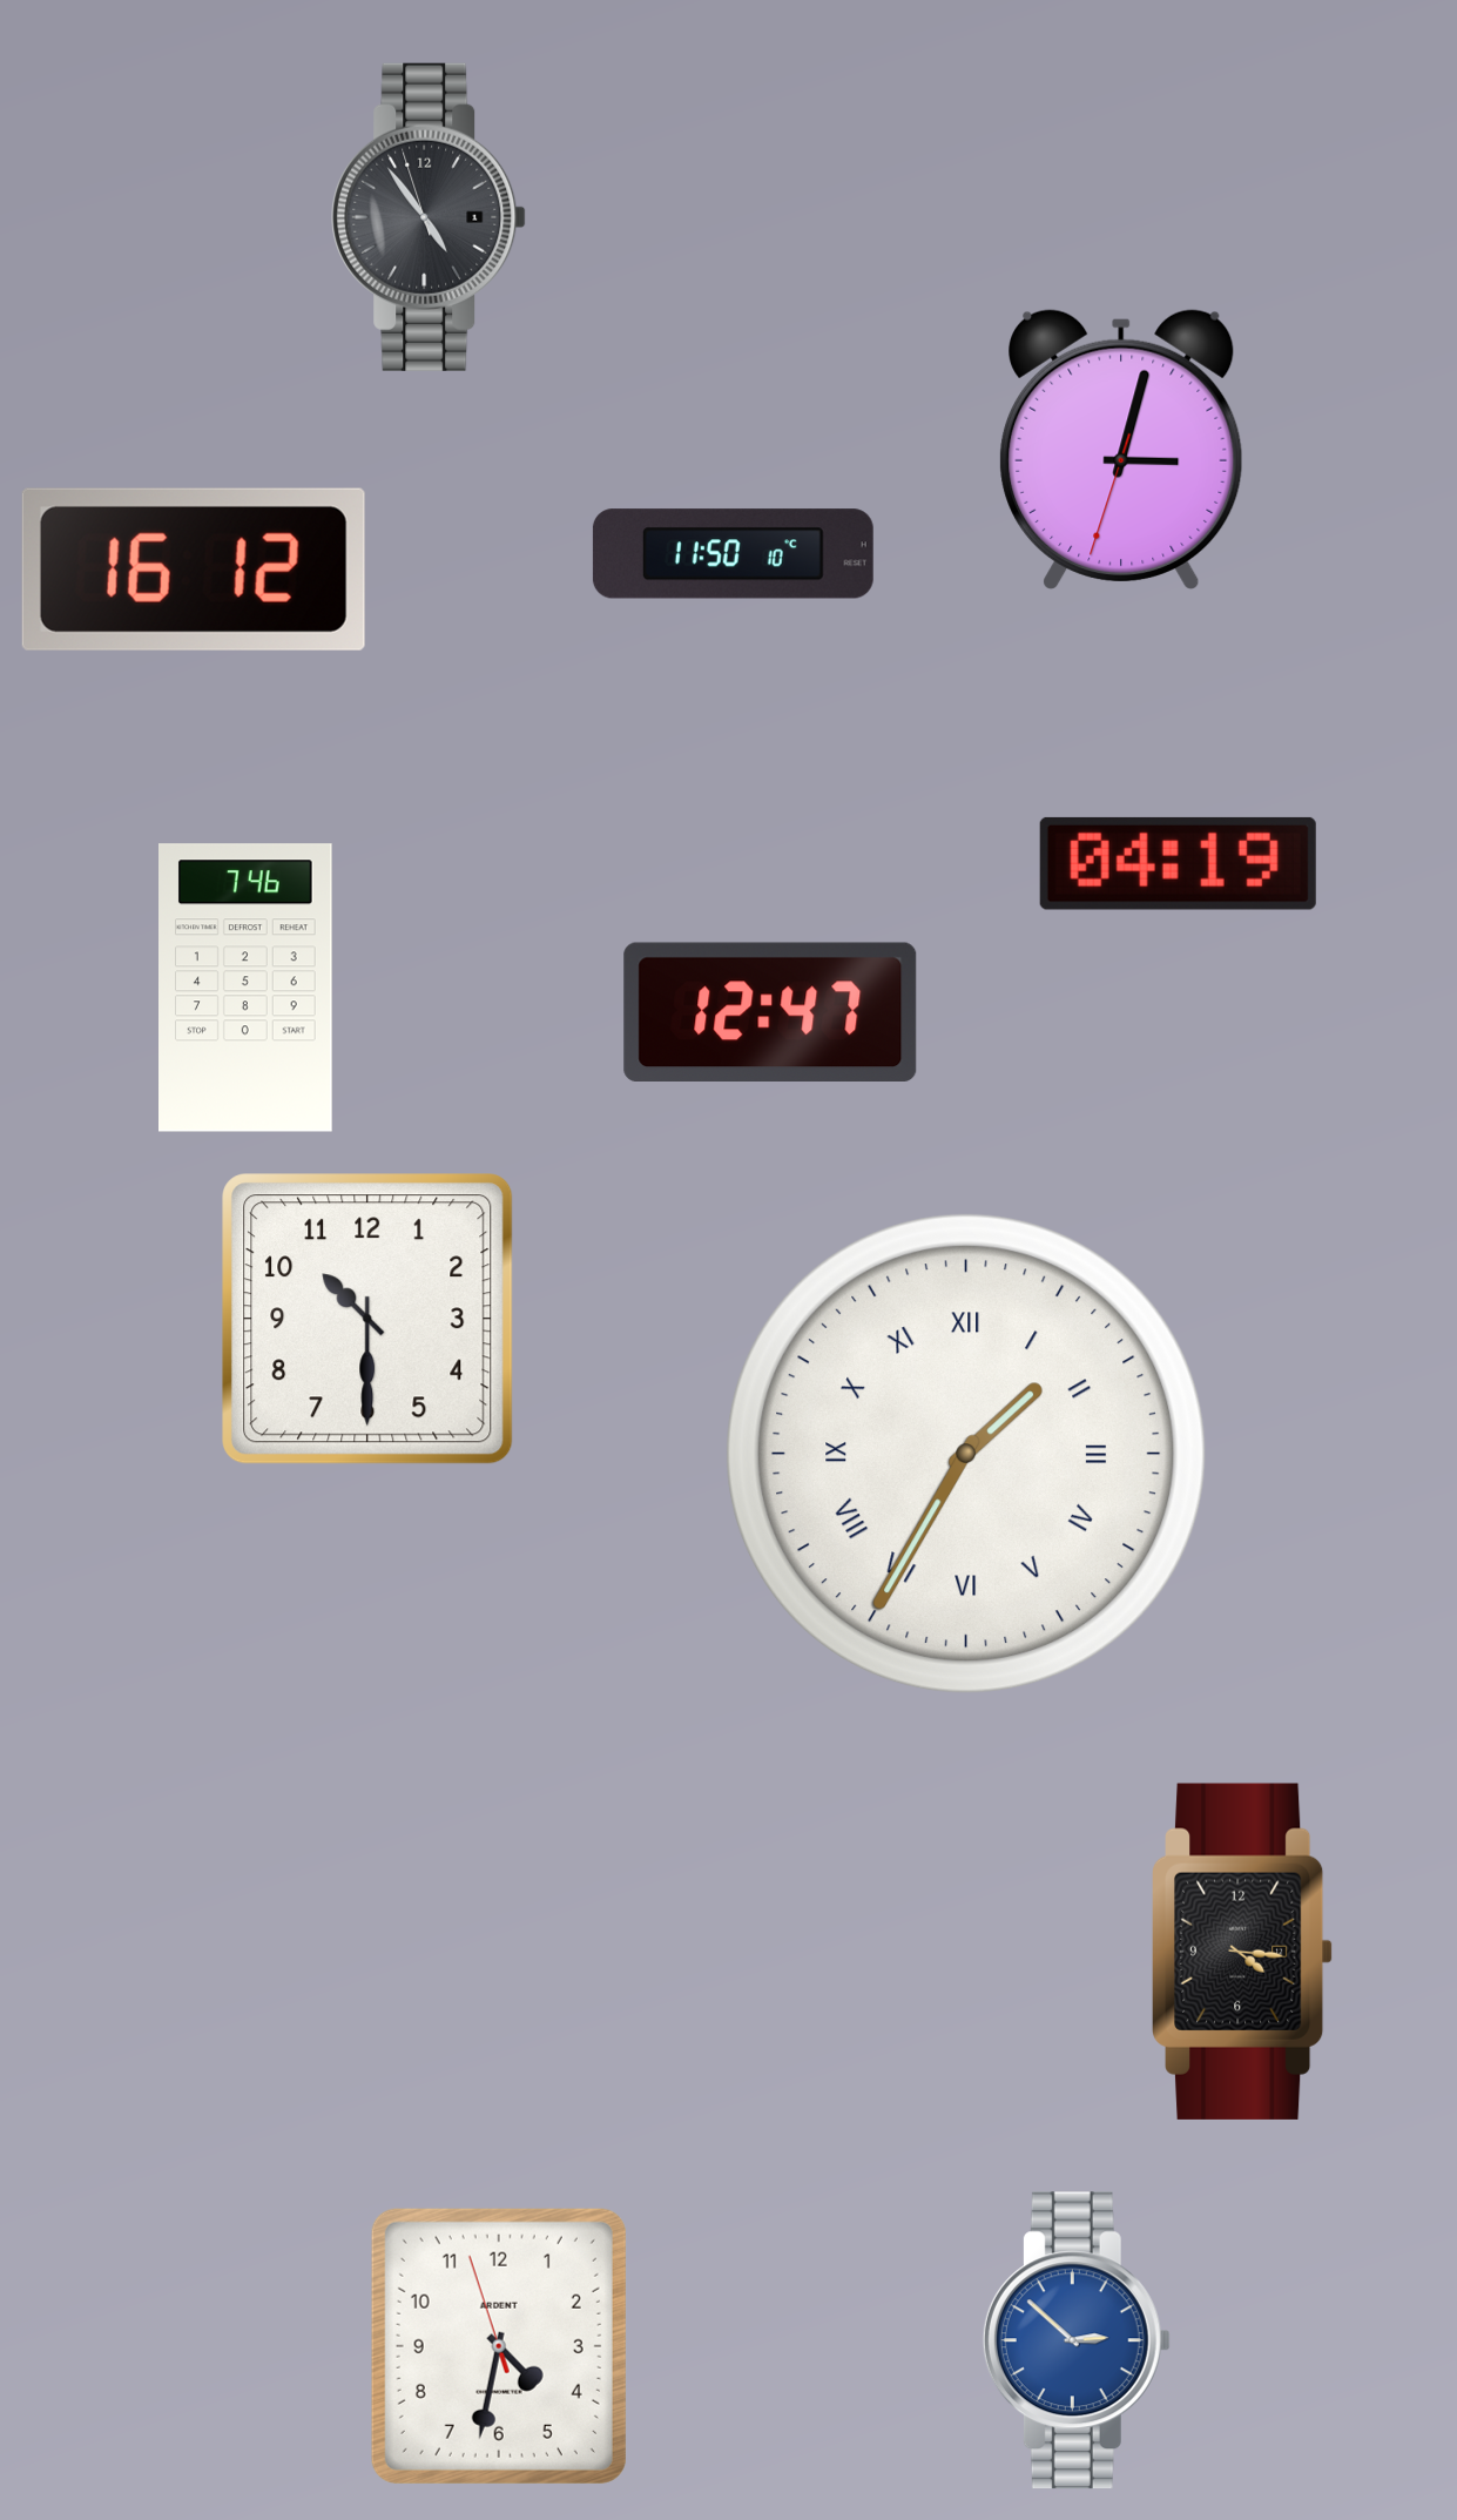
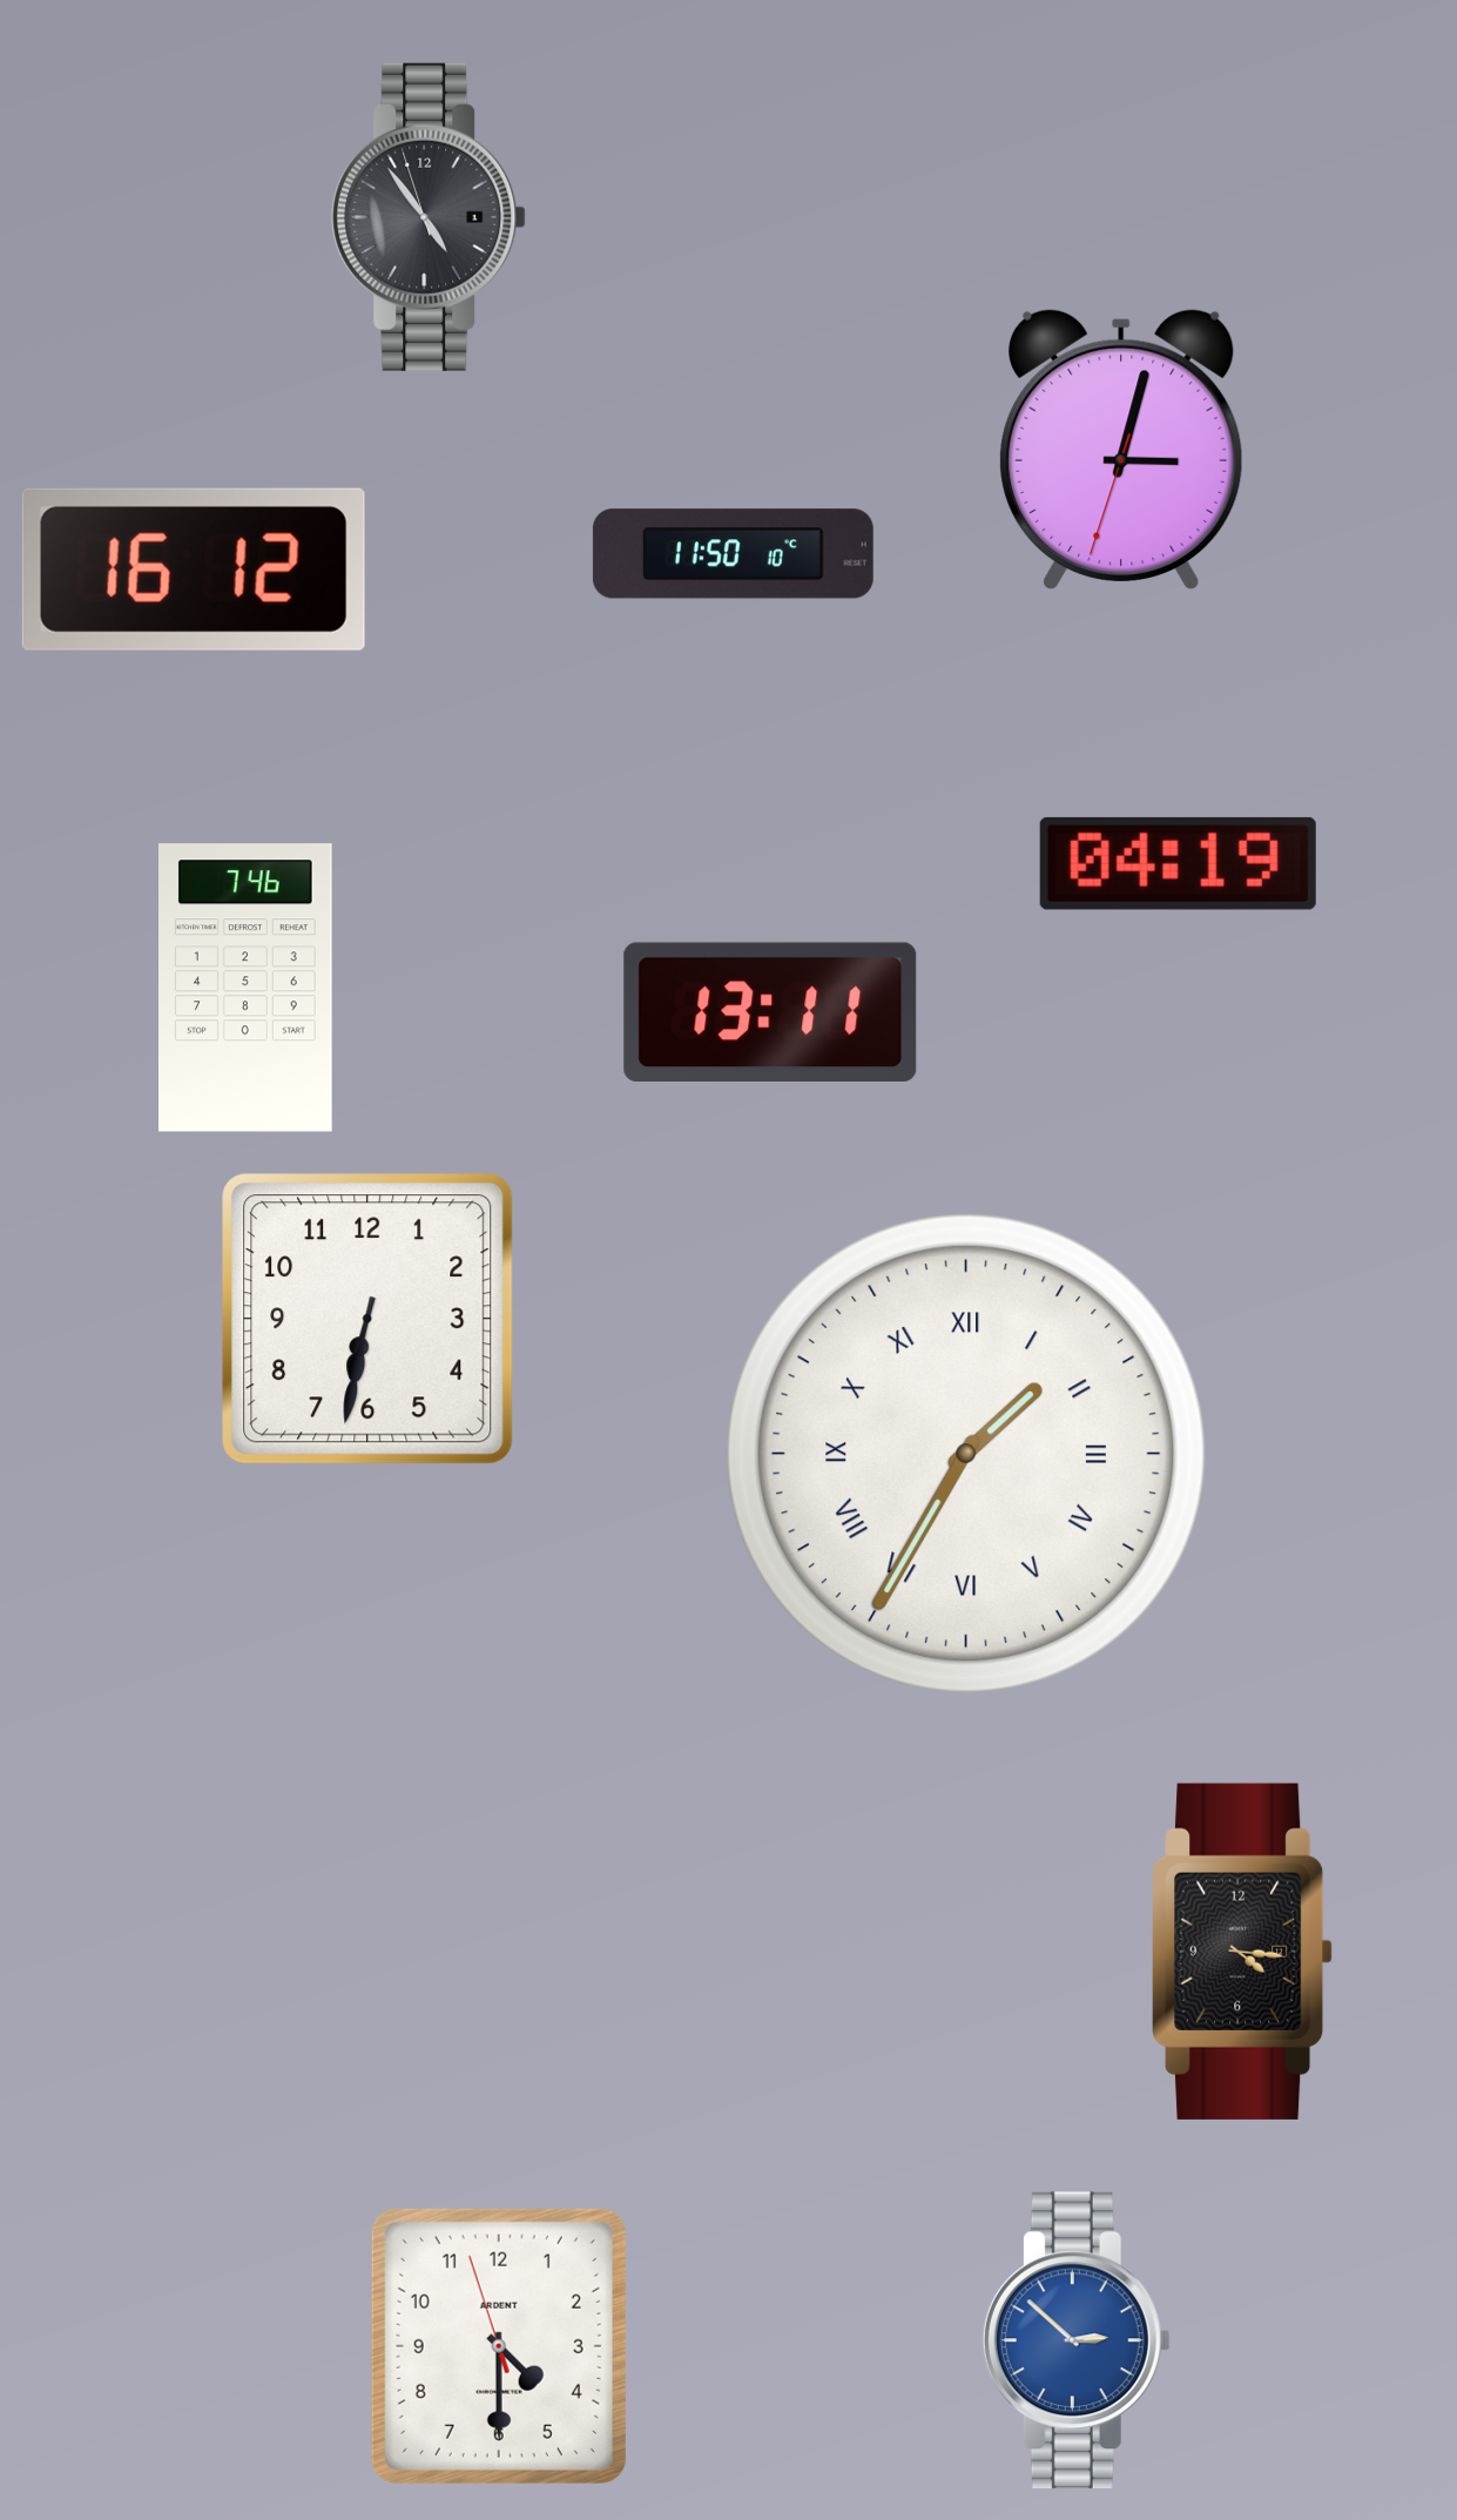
clock at (770, 1011): 12:47 -> 13:11
clock at (367, 1319): 10:30 -> 6:32
clock at (499, 2346): 4:31 -> 4:29
